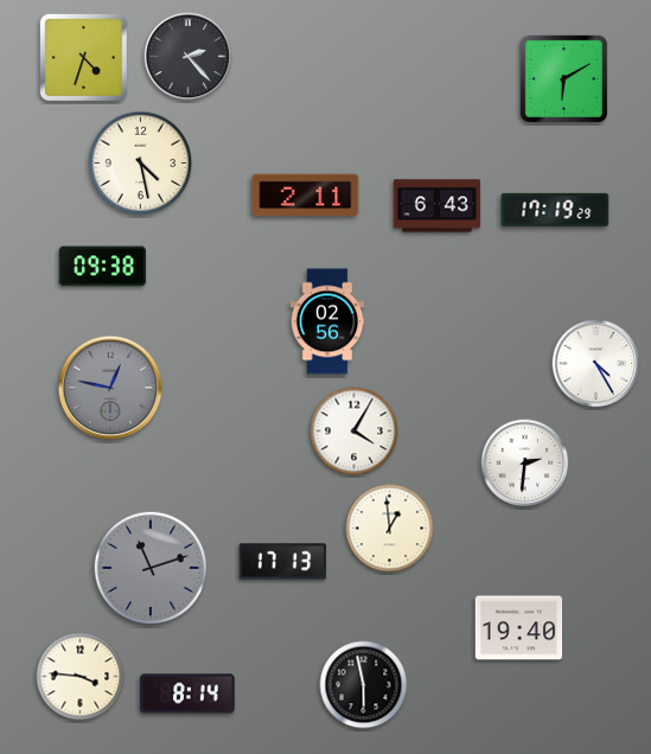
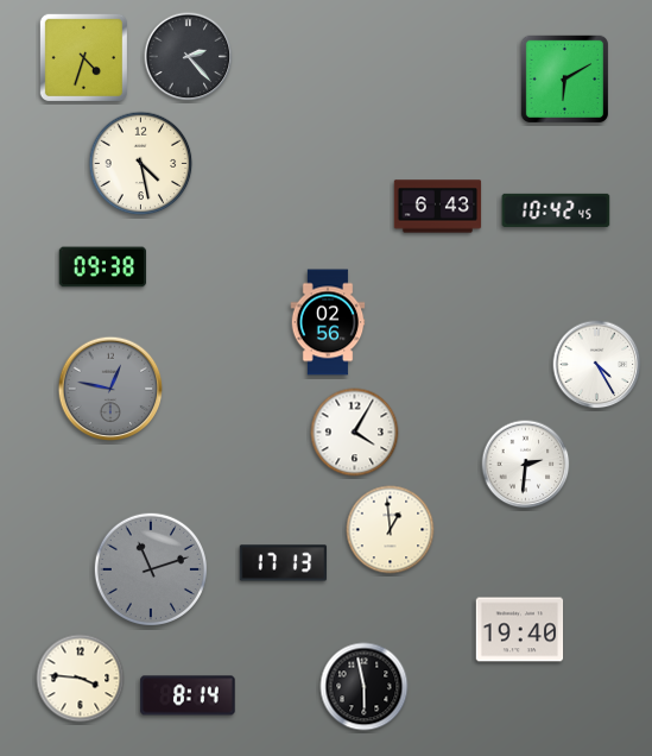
clock at (306, 196): 2:11 -> none
clock at (555, 210): 17:19 -> 10:42
